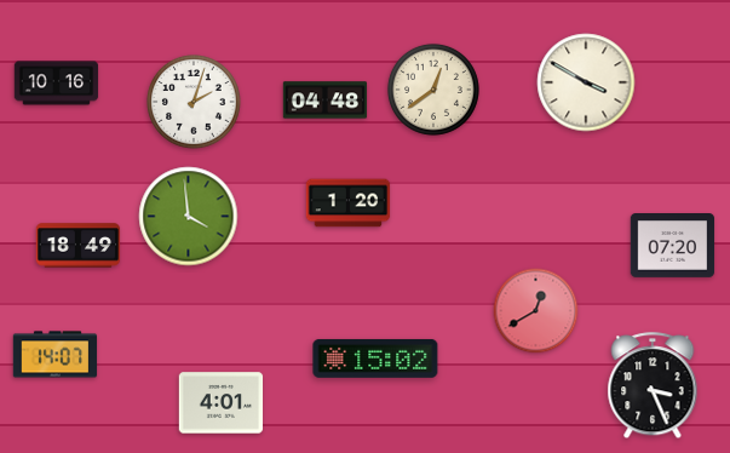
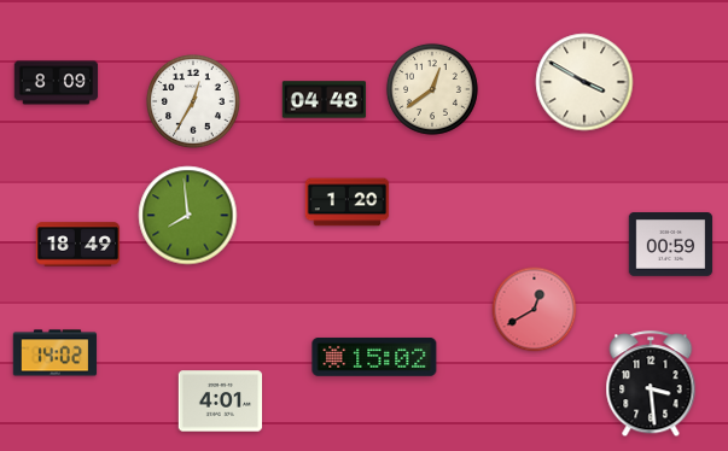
clock at (57, 84): 10:16 -> 8:09
clock at (194, 102): 2:03 -> 12:35
clock at (189, 217): 3:59 -> 7:59
clock at (673, 246): 07:20 -> 00:59
clock at (56, 355): 14:07 -> 14:02
clock at (653, 386): 3:26 -> 3:29
